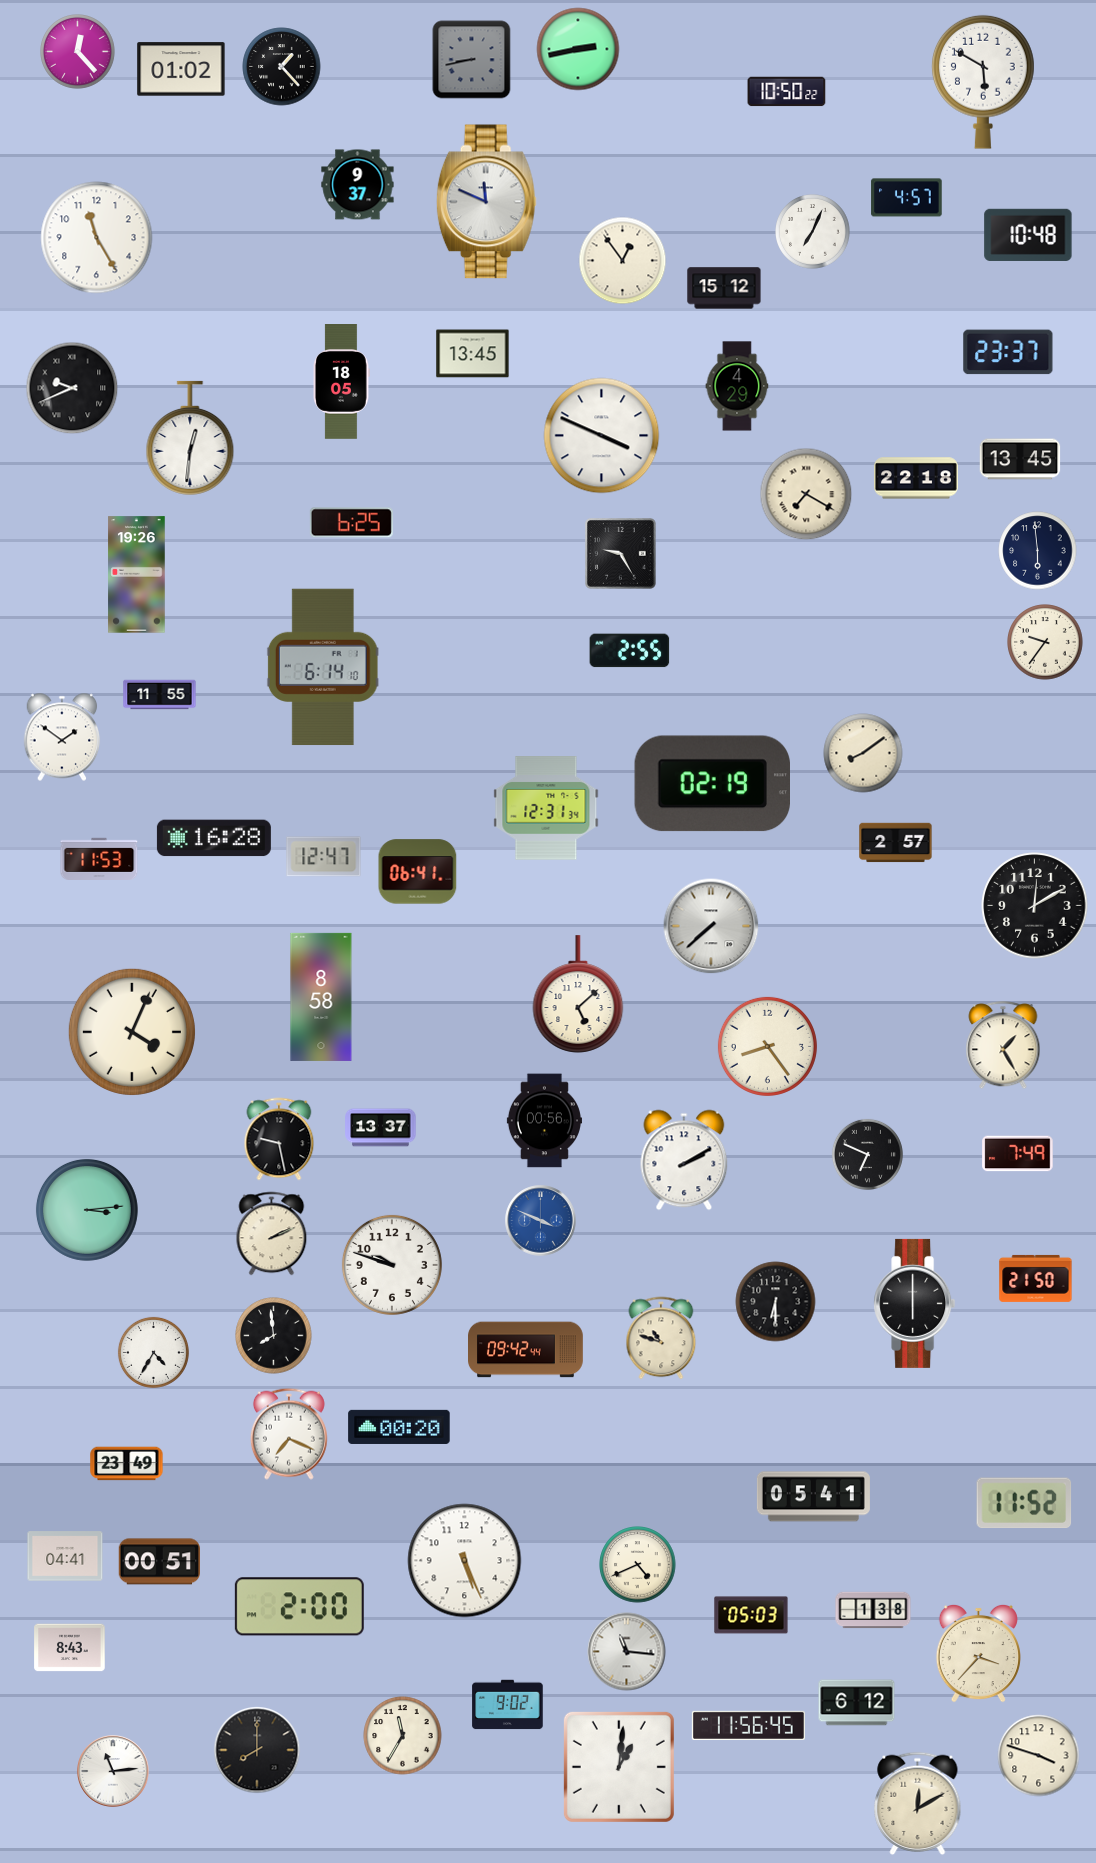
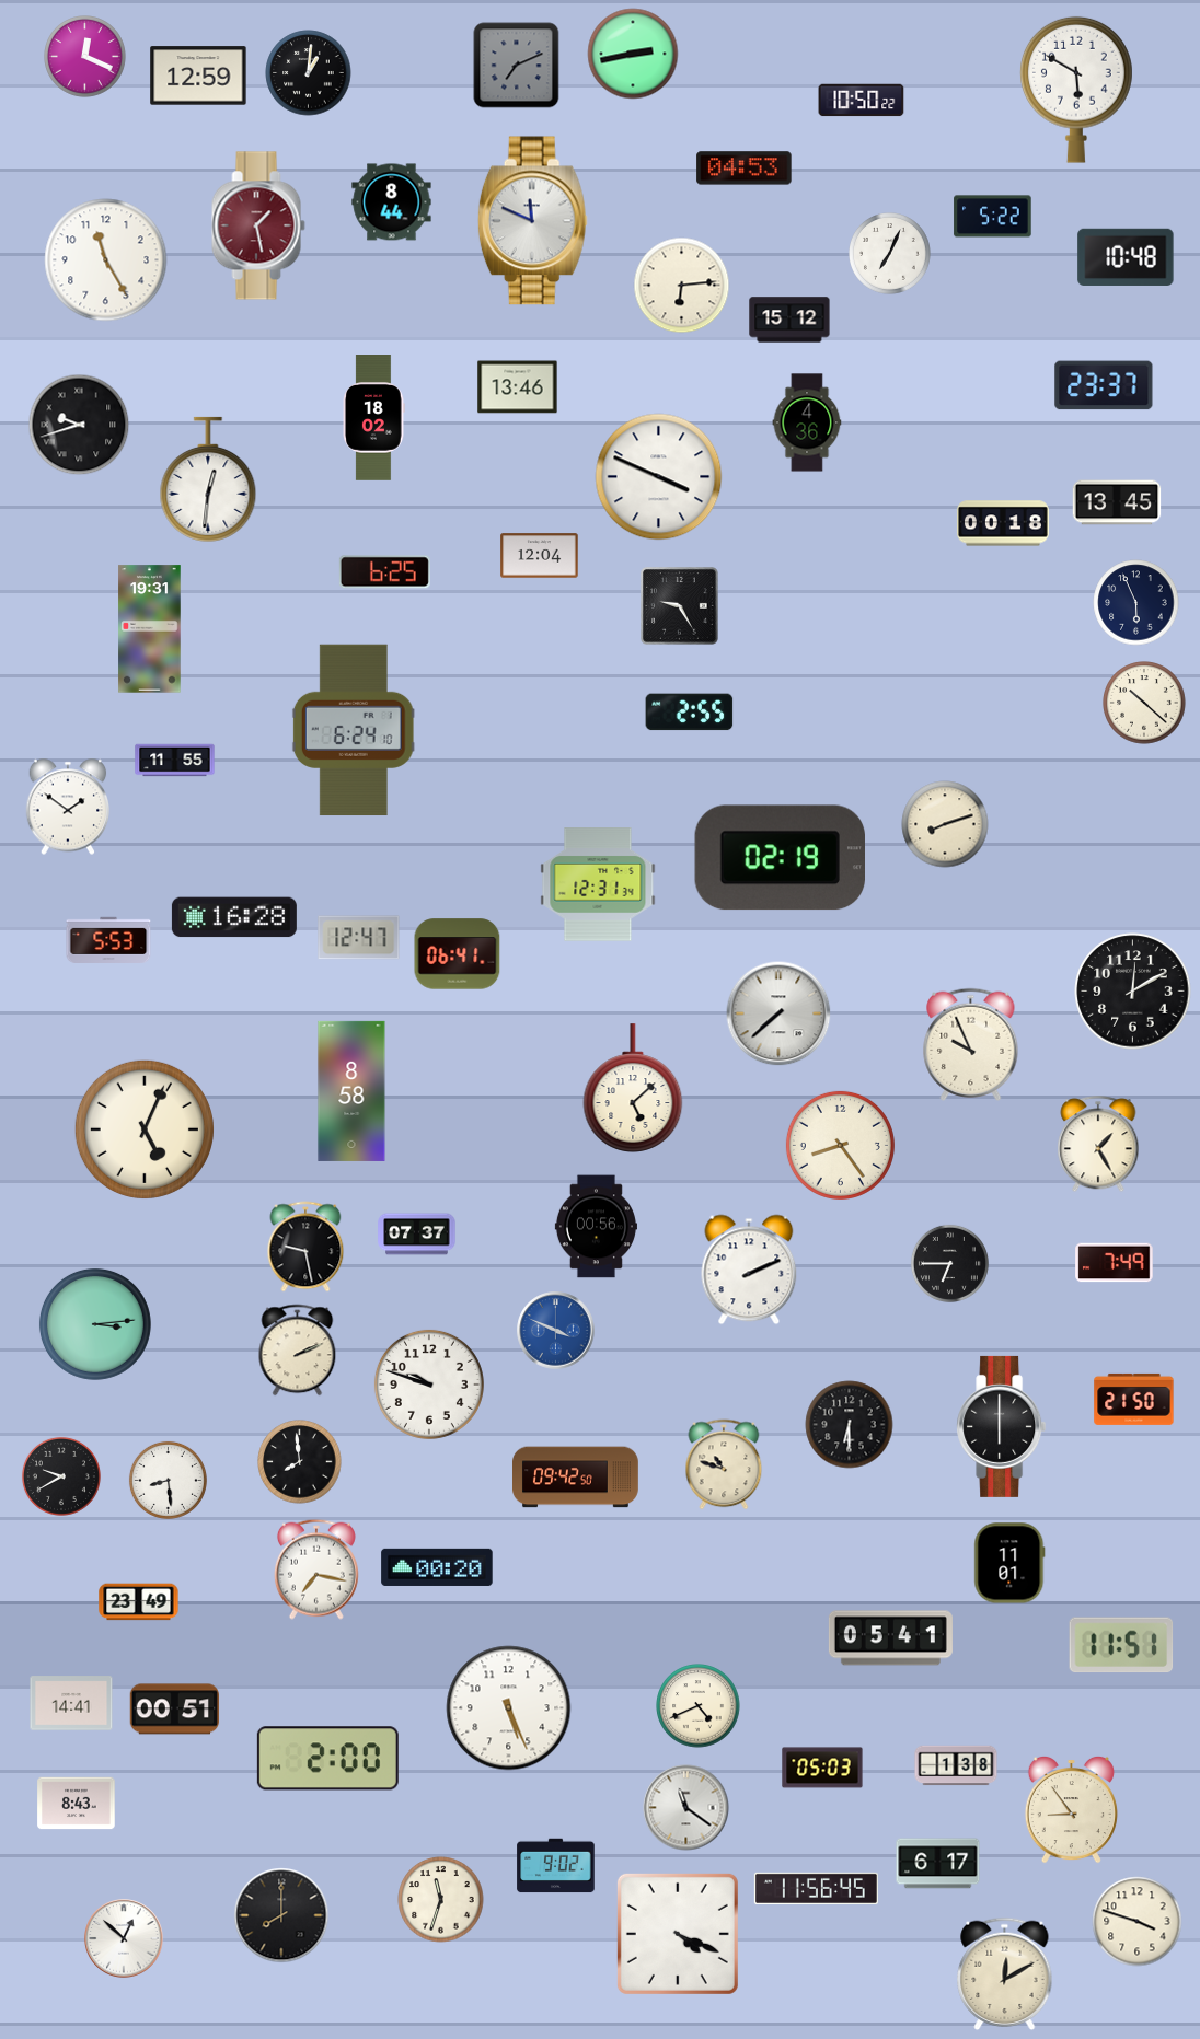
clock at (78, 52): 12:23 -> 12:19
clock at (472, 60): 8:43 -> 7:11
clock at (282, 67): 1:23 -> 1:01
clock at (181, 69): 01:02 -> 12:59
clock at (745, 169): none -> 04:53
clock at (358, 185): 9:37 -> 8:44
clock at (907, 198): 4:57 -> 5:22
clock at (258, 225): none -> 1:28
clock at (623, 261): 12:54 -> 6:14
clock at (724, 288) position: (724, 288) -> (789, 320)
clock at (473, 354): 13:45 -> 13:46
clock at (341, 382): 18:05 -> 18:02
clock at (737, 386): 4:29 -> 4:36
clock at (72, 388): 9:41 -> 9:42
clock at (916, 478): 22:18 -> 00:18
clock at (806, 494): 7:20 -> none
clock at (540, 556): none -> 12:04
clock at (1038, 551): 5:59 -> 5:56
clock at (137, 575): 19:26 -> 19:31
clock at (1045, 642): 9:36 -> 10:22
clock at (323, 667): 6:14 -> 6:24
clock at (863, 753): 8:09 -> 8:12
clock at (896, 843): 2:57 -> none
clock at (324, 857) position: (324, 857) -> (359, 938)
clock at (99, 858): 11:53 -> 5:53
clock at (971, 1045): none -> 9:56
clock at (132, 1032): 4:04 -> 5:04
clock at (381, 1128): 13:37 -> 07:37
clock at (867, 1154): 6:49 -> 6:45
clock at (684, 1160): 2:10 -> 2:11
clock at (541, 1221) position: (541, 1221) -> (556, 1331)
clock at (61, 1476): none -> 9:40
clock at (526, 1350): 09:42:44 -> 09:42:50
clock at (153, 1352): 4:35 -> 8:29
clock at (399, 1427) position: (399, 1427) -> (437, 1567)
clock at (1009, 1563): none -> 11:01
clock at (289, 1434): 7:19 -> 7:17
clock at (1024, 1503): 11:52 -> 11:51
clock at (65, 1556): 04:41 -> 14:41
clock at (638, 1565) position: (638, 1565) -> (699, 1706)
clock at (873, 1610) position: (873, 1610) -> (956, 1765)
clock at (627, 1652): 11:16 -> 11:21
clock at (978, 1653): 3:37 -> 8:54
clock at (857, 1703): 6:12 -> 6:17
clock at (748, 1725) position: (748, 1725) -> (816, 1888)
clock at (403, 1736): 11:35 -> 11:33
clock at (619, 1767): 1:01 -> 4:19
clock at (113, 1771): 11:14 -> 12:52
